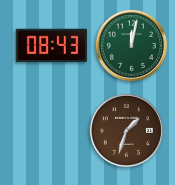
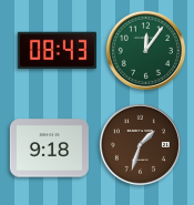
clock at (131, 45): 12:02 -> 12:06
clock at (49, 148): none -> 9:18
